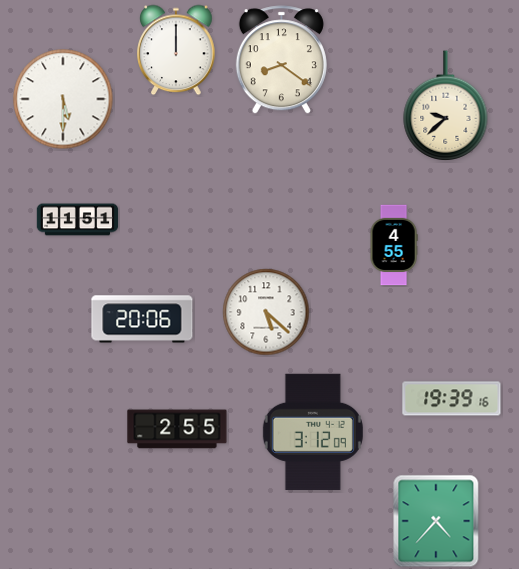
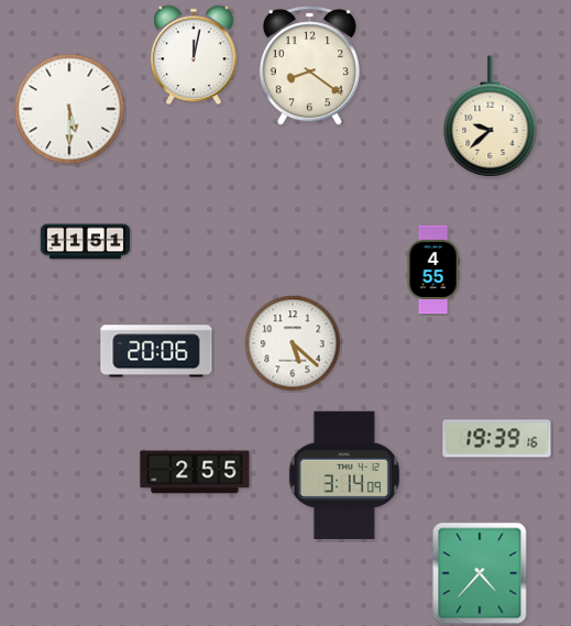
clock at (176, 50): 12:00 -> 12:02
clock at (313, 432): 3:12 -> 3:14
